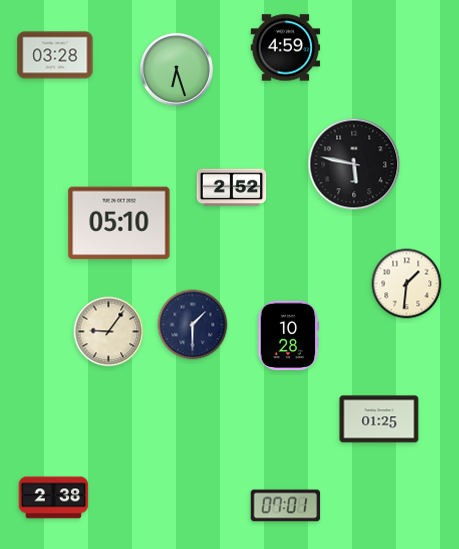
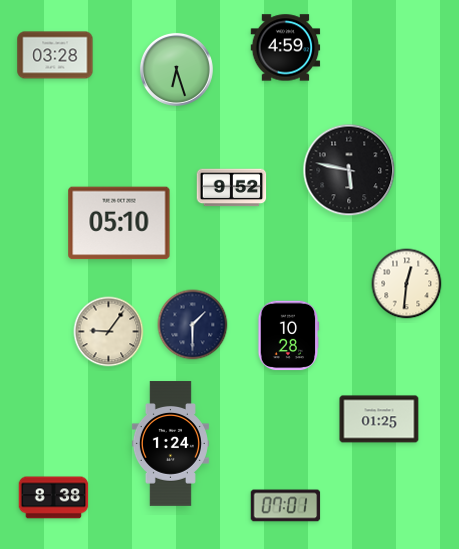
clock at (354, 164) position: (354, 164) -> (349, 170)
clock at (232, 188): 2:52 -> 9:52
clock at (407, 284): 1:31 -> 12:31
clock at (170, 444): none -> 1:24
clock at (54, 498): 2:38 -> 8:38
